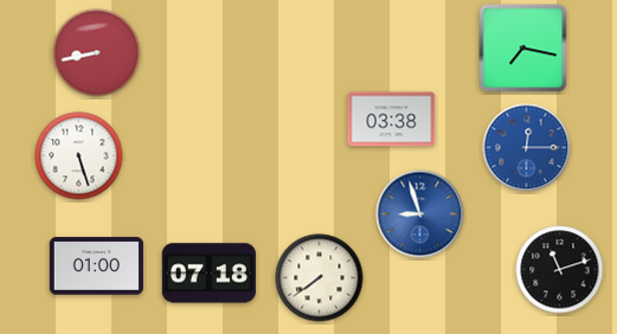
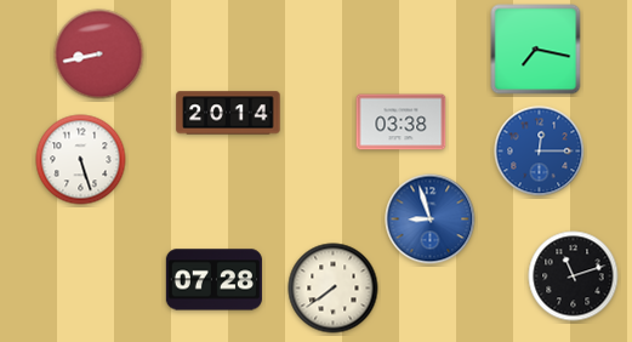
clock at (228, 113): none -> 20:14
clock at (96, 266): 01:00 -> none
clock at (208, 274): 07:18 -> 07:28
clock at (320, 278) position: (320, 278) -> (334, 289)
